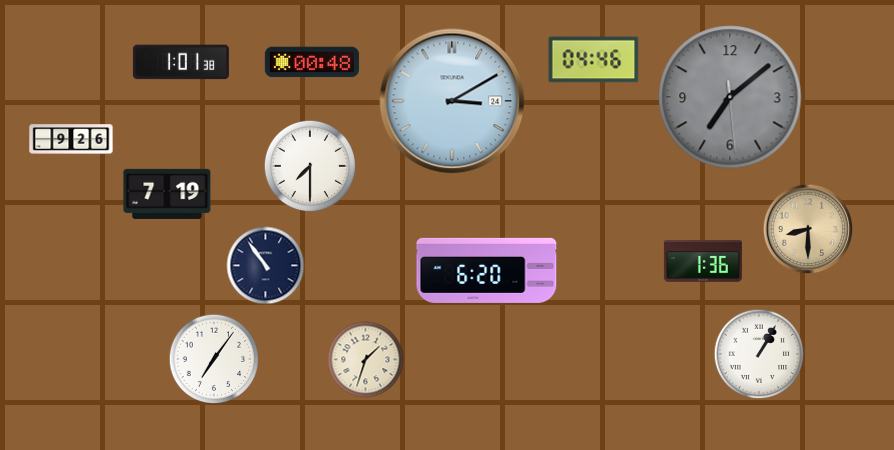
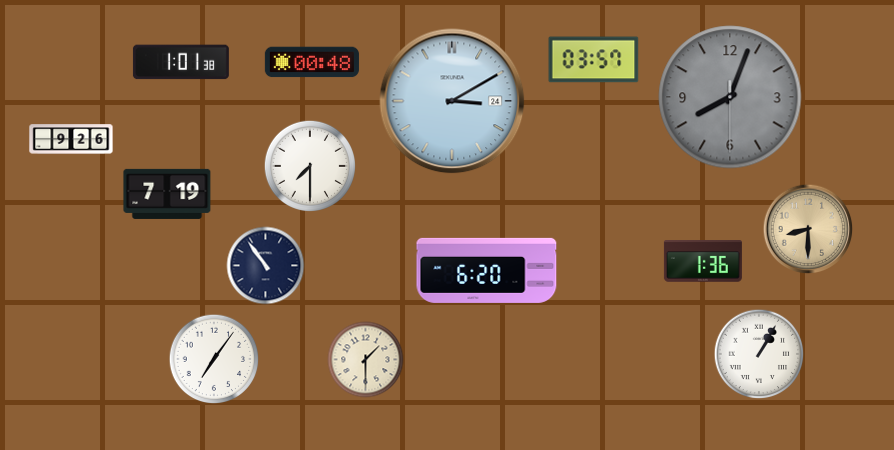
clock at (594, 60): 04:46 -> 03:57
clock at (730, 97): 7:08 -> 8:03
clock at (366, 360): 1:33 -> 1:30
